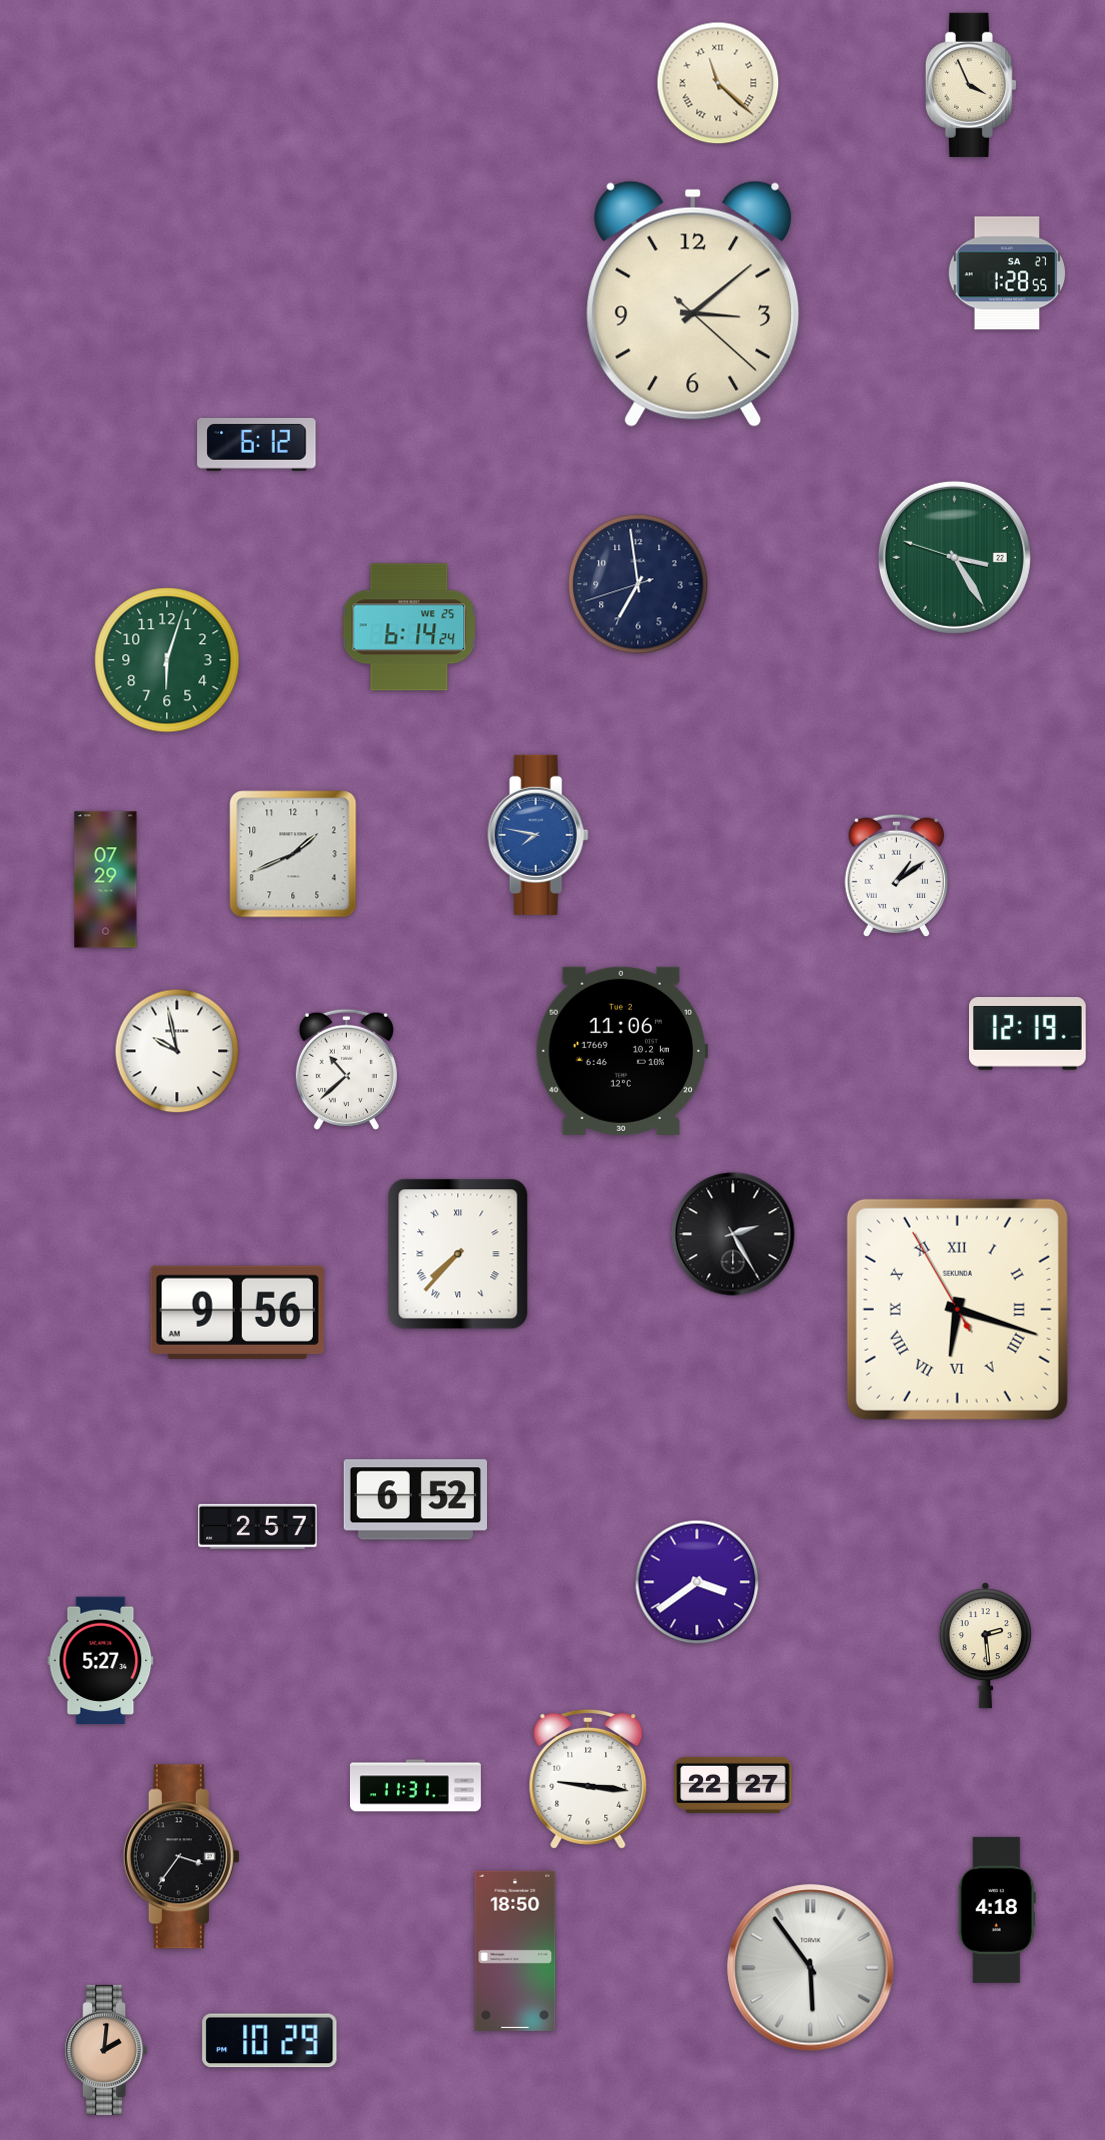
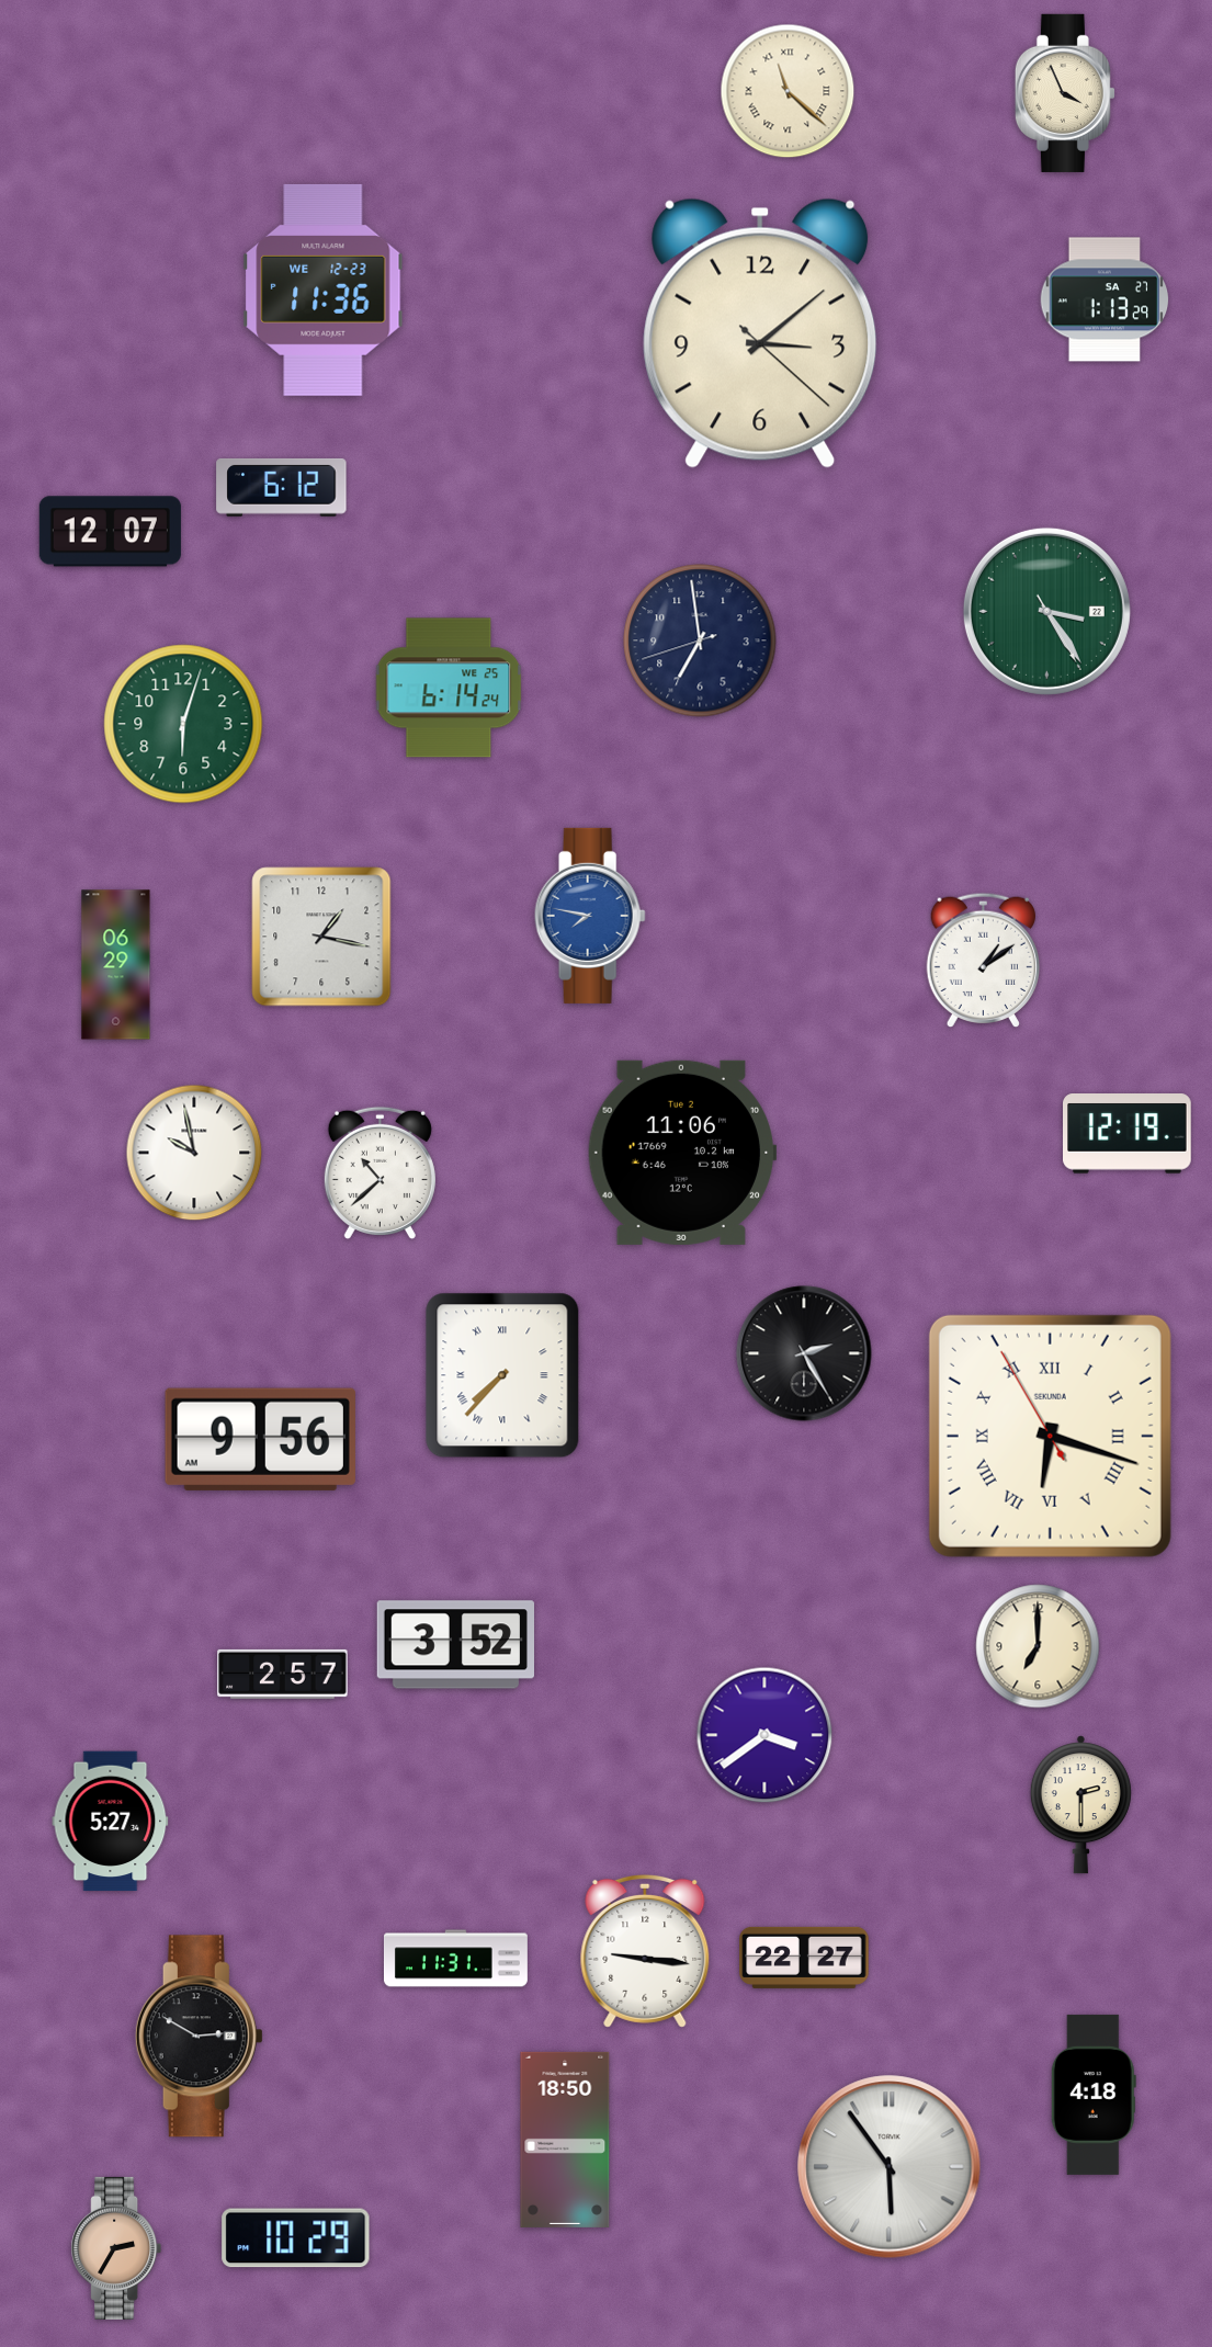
clock at (324, 290): none -> 11:36
clock at (1007, 273): 1:28 -> 1:13
clock at (110, 532): none -> 12:07
clock at (954, 557): 3:24:48 -> 3:24:25
clock at (293, 854): 1:41 -> 1:17
clock at (106, 880): 07:29 -> 06:29
clock at (415, 1500): 6:52 -> 3:52
clock at (1038, 1646): none -> 7:00
clock at (985, 1646): 2:29 -> 2:30
clock at (181, 1857): 3:36 -> 2:50
clock at (811, 1968) position: (811, 1968) -> (890, 2167)
clock at (106, 2050): 2:01 -> 2:35
